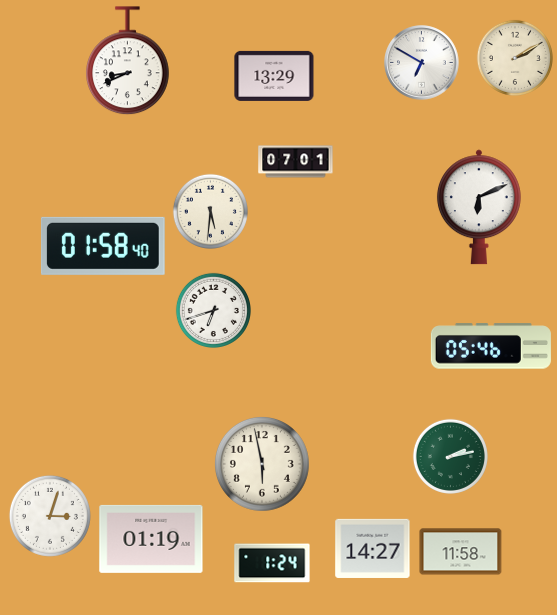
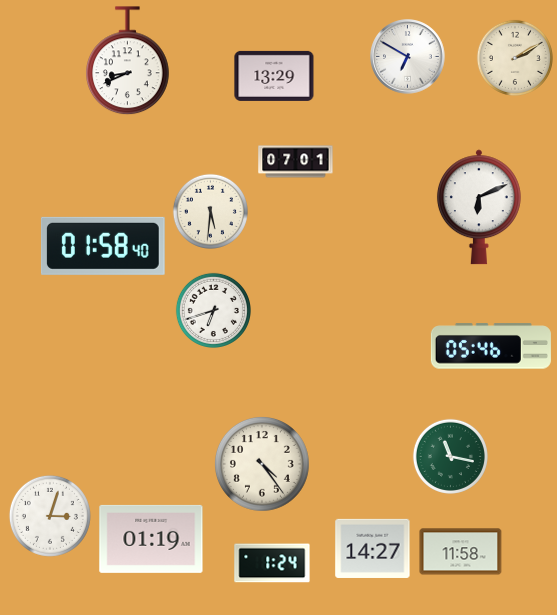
clock at (422, 63) position: (422, 63) -> (408, 57)
clock at (450, 456): 2:13 -> 11:17
clock at (262, 464): 5:58 -> 4:24
